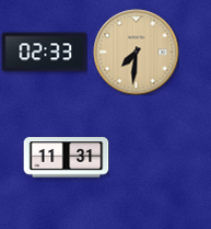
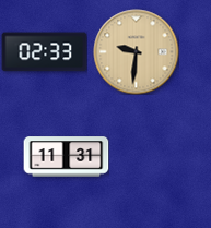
clock at (136, 51): 7:31 -> 9:31
